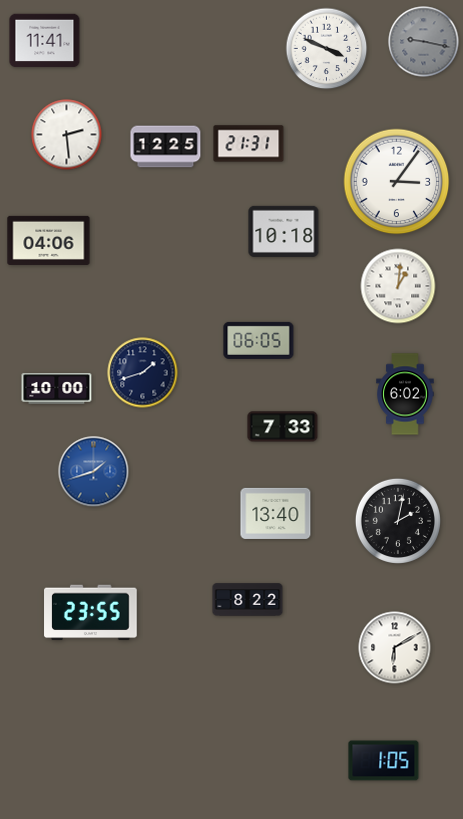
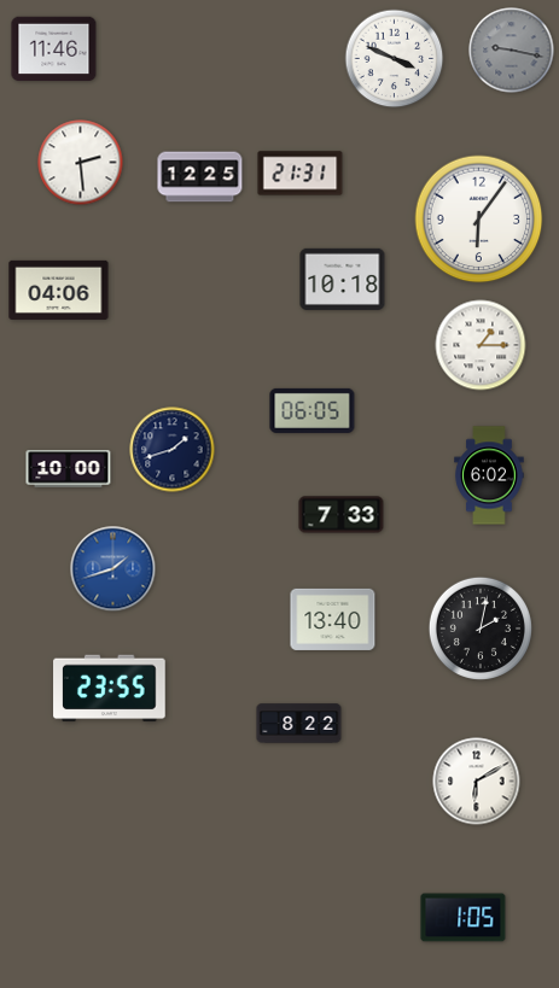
clock at (45, 41): 11:41 -> 11:46
clock at (397, 182): 3:06 -> 6:06
clock at (398, 286): 1:01 -> 1:15
clock at (91, 613) position: (91, 613) -> (110, 689)
